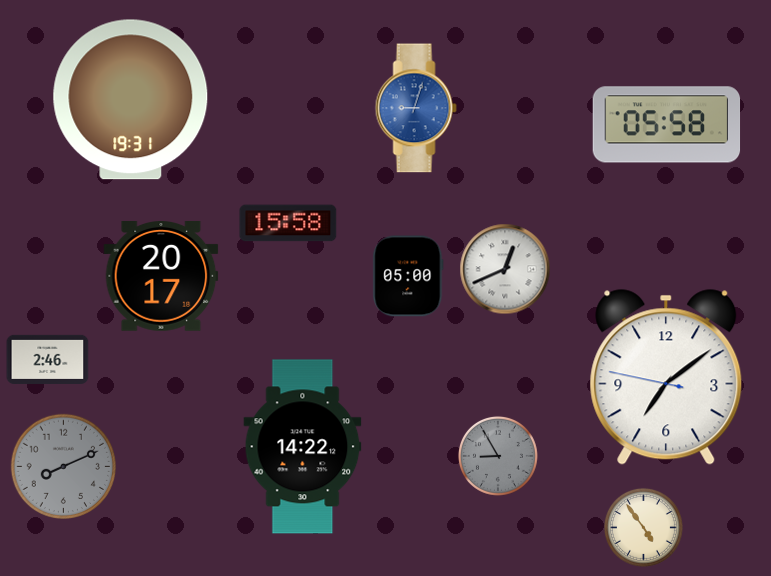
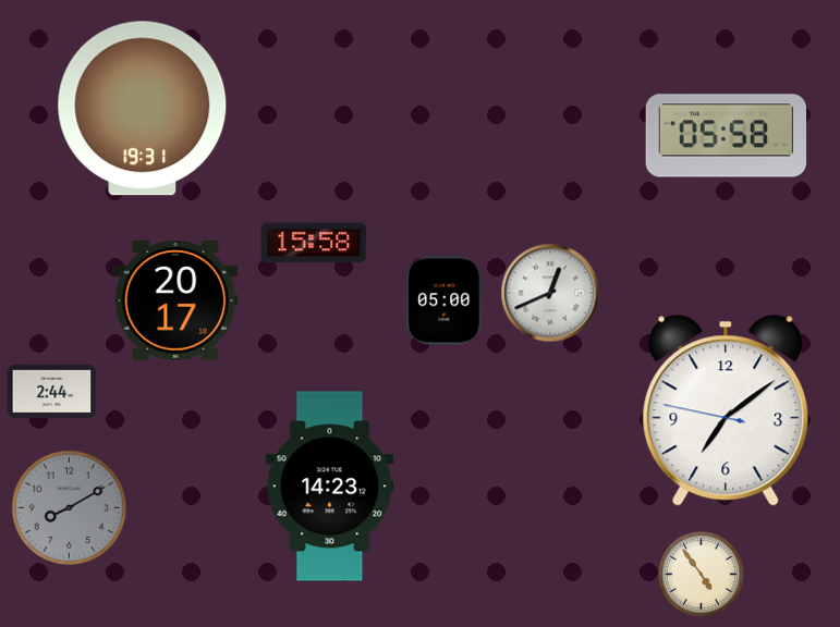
clock at (416, 108): 9:03 -> none
clock at (48, 359): 2:46 -> 2:44
clock at (303, 447): 14:22 -> 14:23
clock at (498, 456): 8:55 -> none
clock at (64, 467): 8:11 -> 8:10
